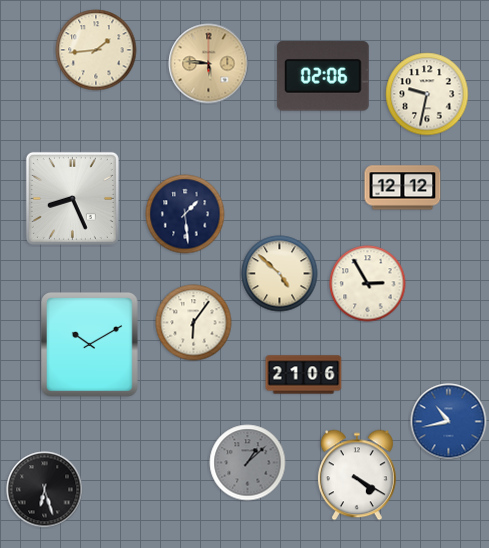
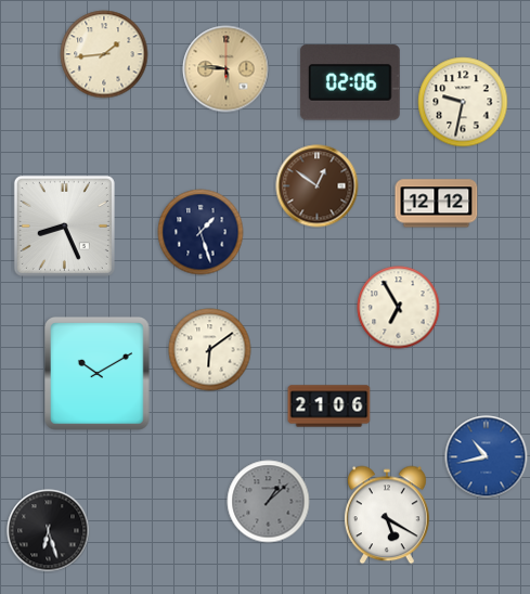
clock at (318, 186): none -> 12:51
clock at (72, 198) position: (72, 198) -> (64, 225)
clock at (185, 214): 1:29 -> 1:27
clock at (280, 274): 4:52 -> none
clock at (368, 284): 2:55 -> 6:55
clock at (194, 323): 6:06 -> 6:09
clock at (357, 475): 4:20 -> 5:20
